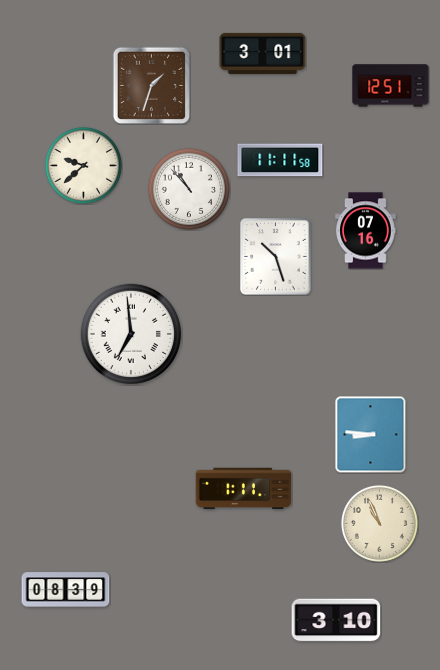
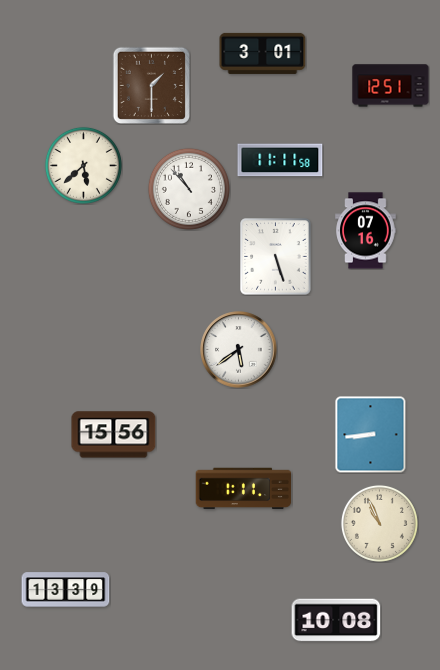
clock at (151, 85): 1:33 -> 1:30
clock at (83, 165): 9:38 -> 5:38
clock at (276, 257): 10:27 -> 5:27
clock at (131, 334): 6:59 -> none
clock at (239, 350): none -> 5:39
clock at (371, 434): 8:46 -> 8:44
clock at (114, 435): none -> 15:56
clock at (66, 590): 08:39 -> 13:39
clock at (336, 620): 3:10 -> 10:08
